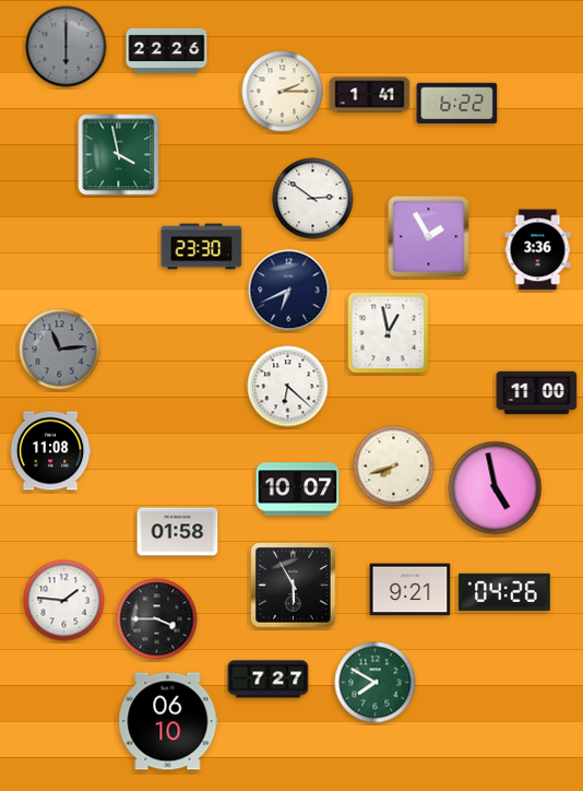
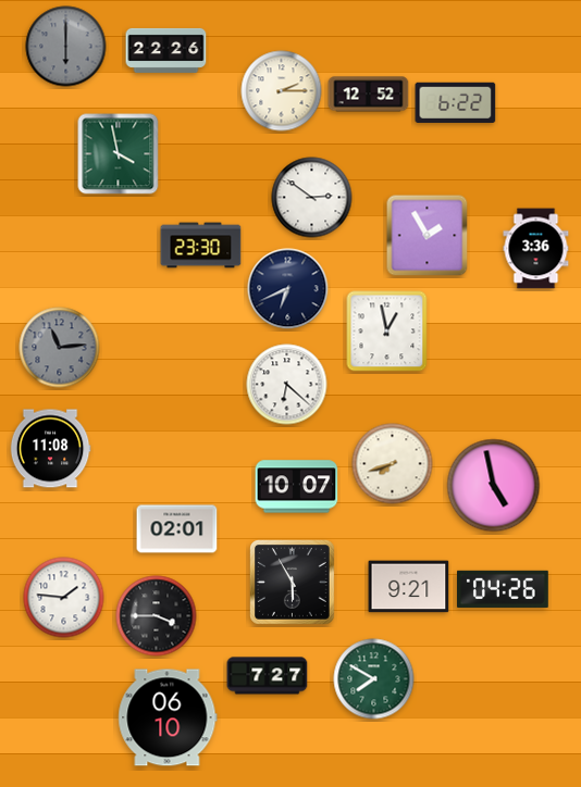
clock at (370, 95): 1:41 -> 12:52
clock at (537, 393): 11:00 -> none
clock at (178, 532): 01:58 -> 02:01
